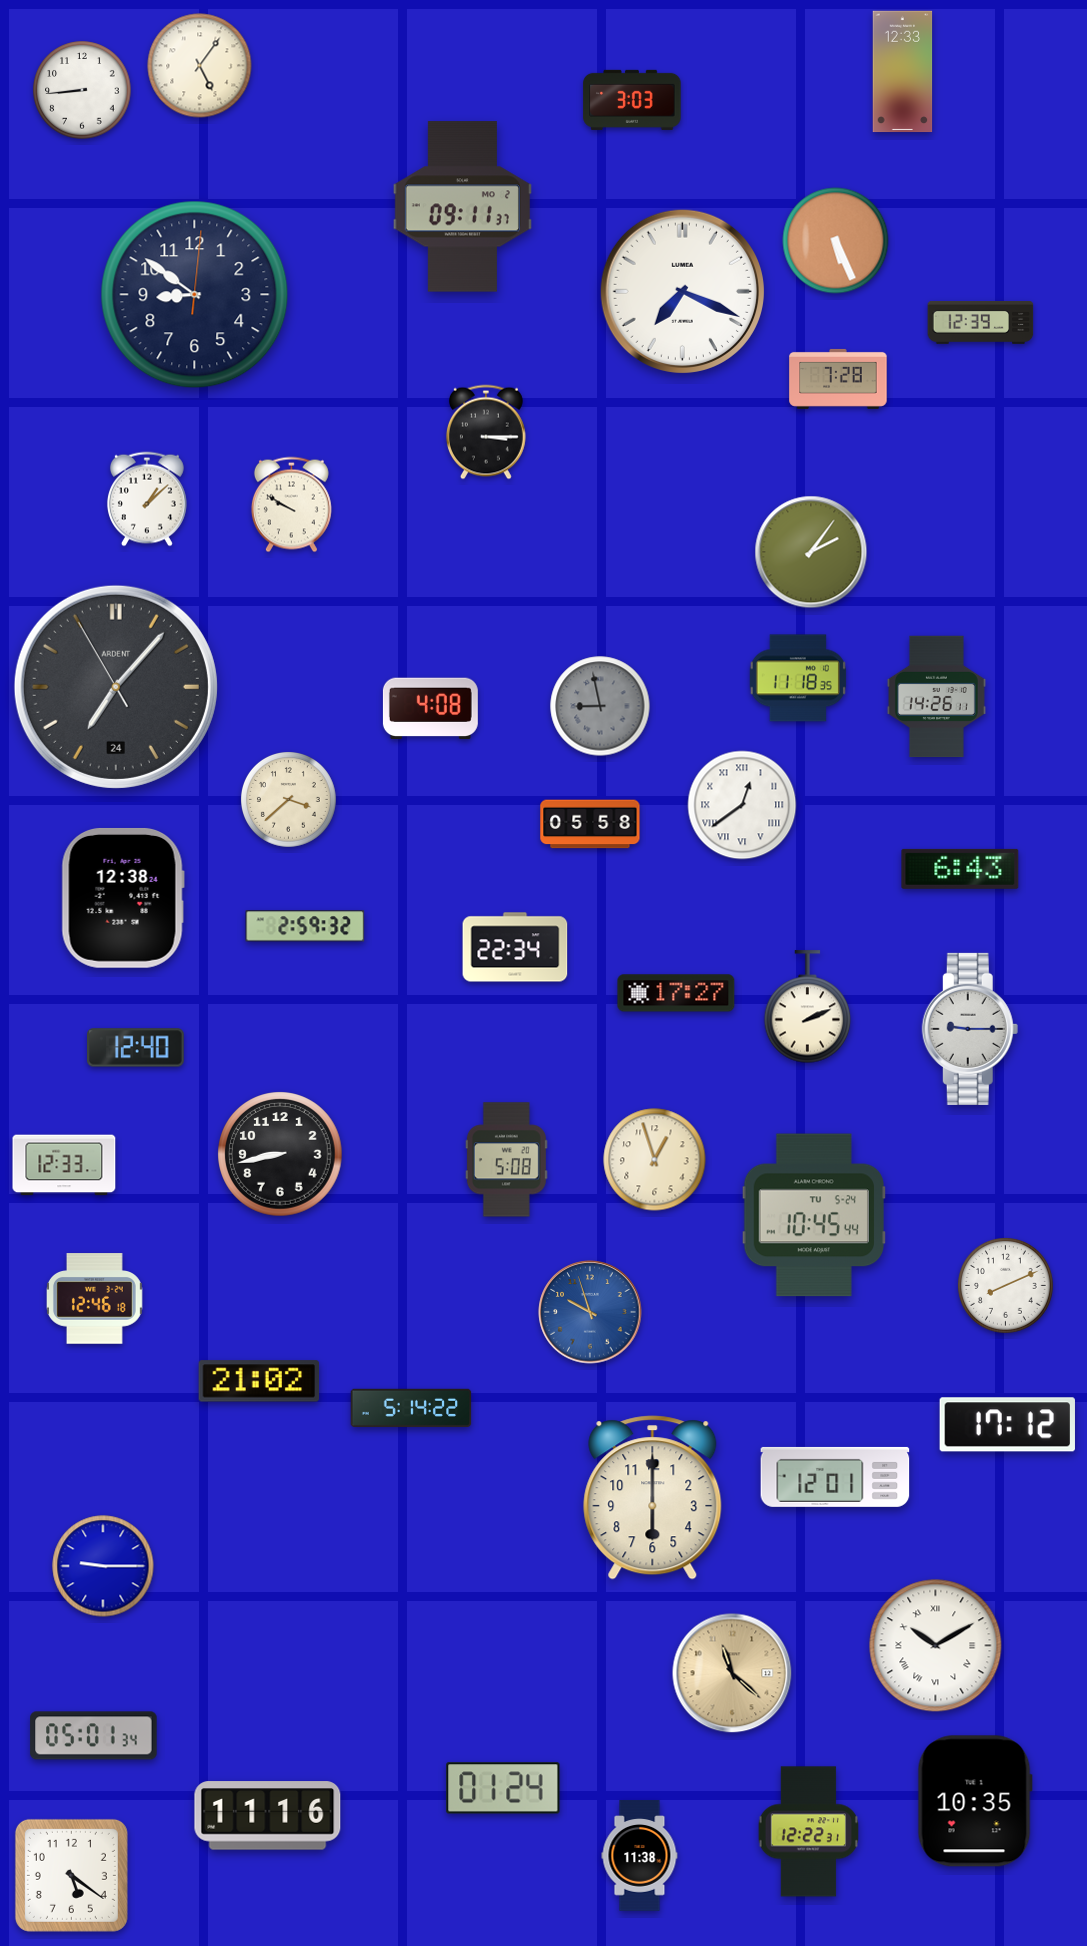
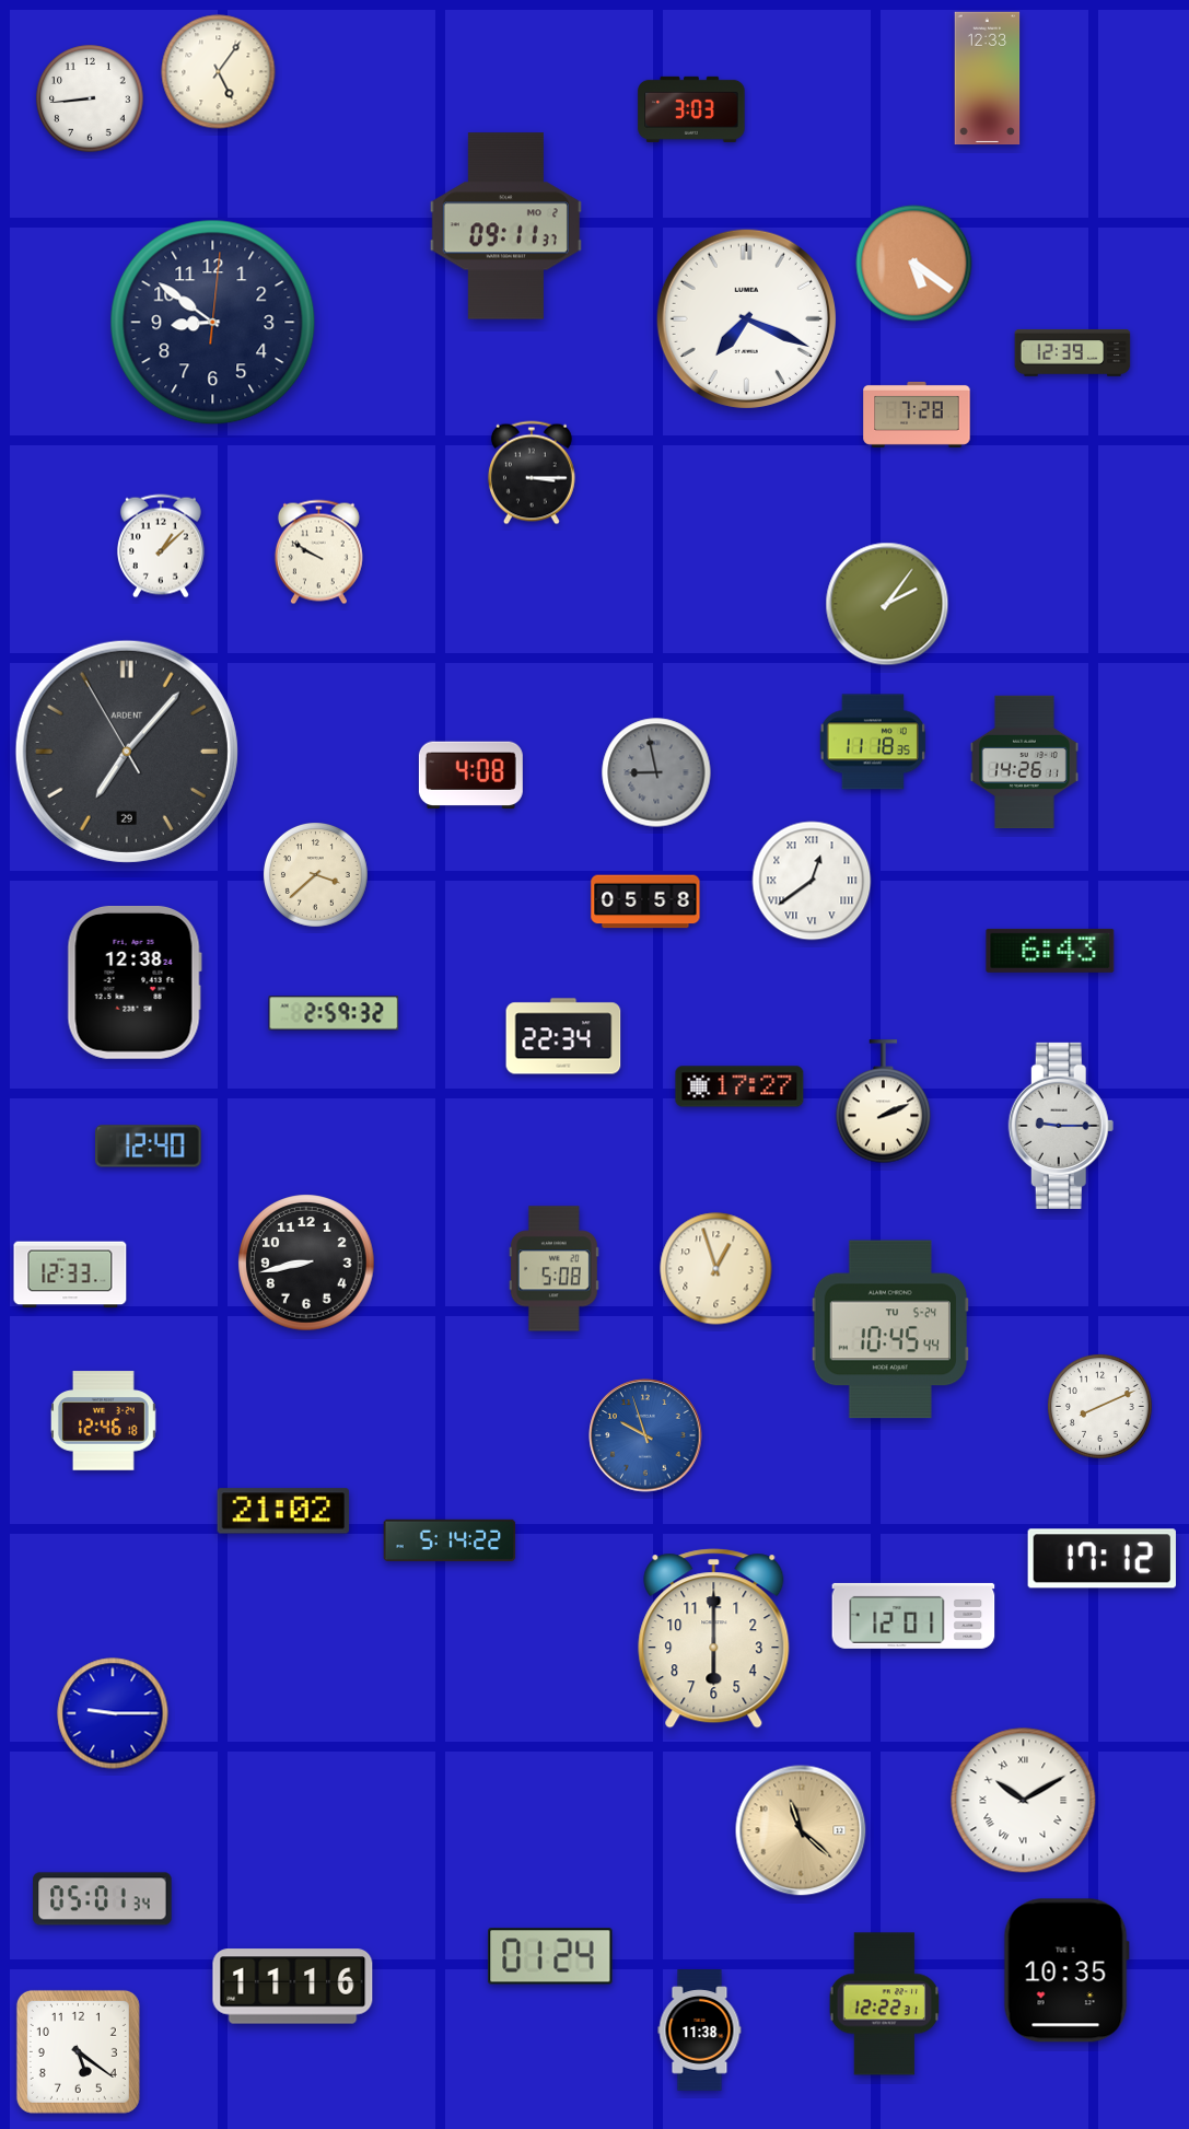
clock at (836, 241): 5:26 -> 5:21
clock at (116, 687) date: 24 -> 29
